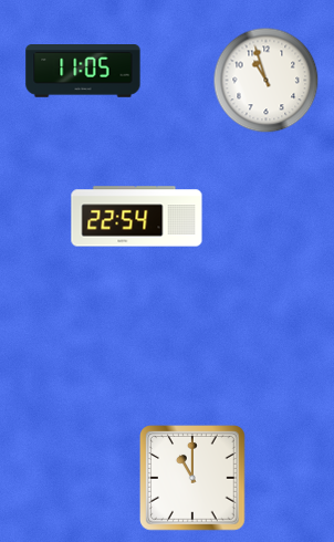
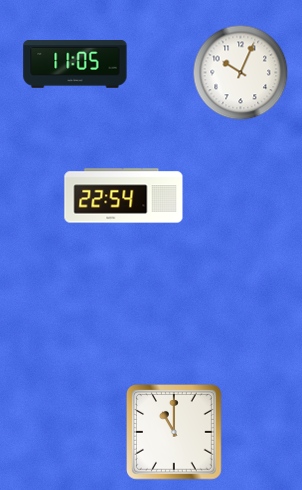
clock at (267, 81): 10:57 -> 10:04
